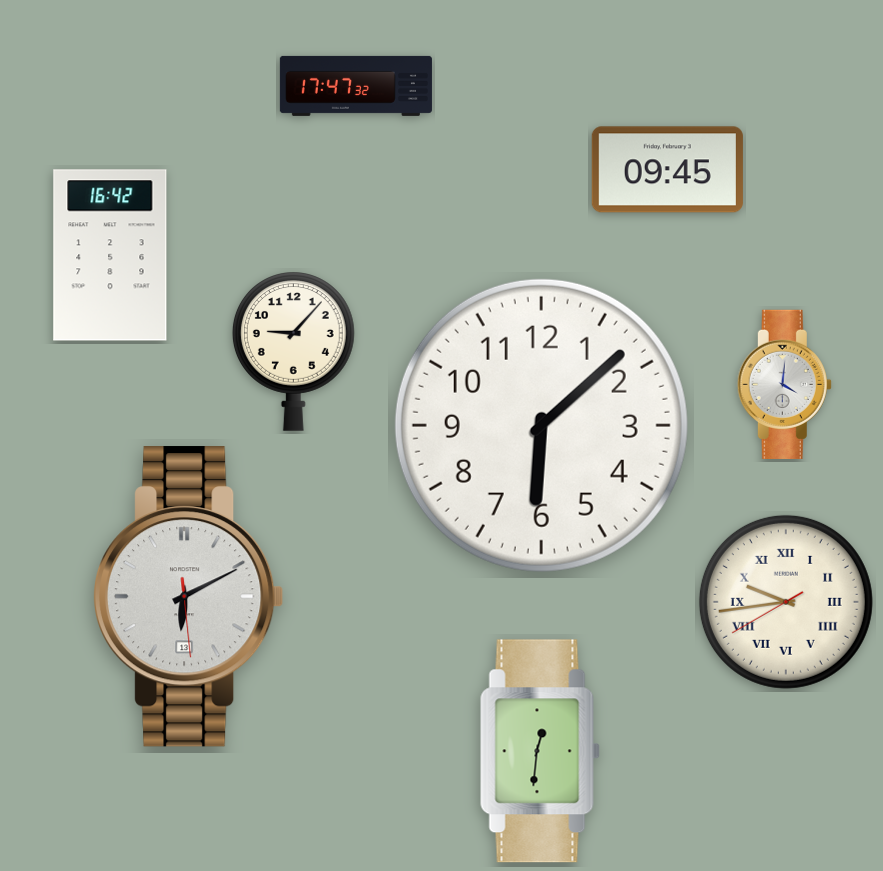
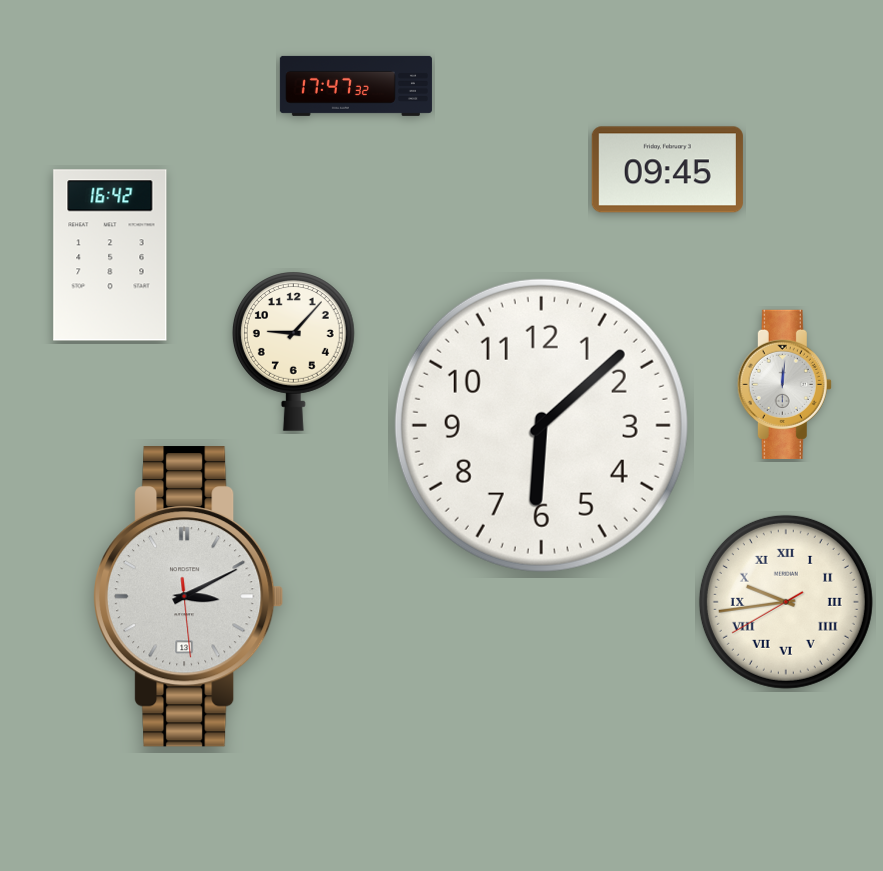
clock at (784, 384): 4:01 -> 12:01
clock at (189, 597): 6:10 -> 3:10
clock at (540, 751): 12:31 -> none
